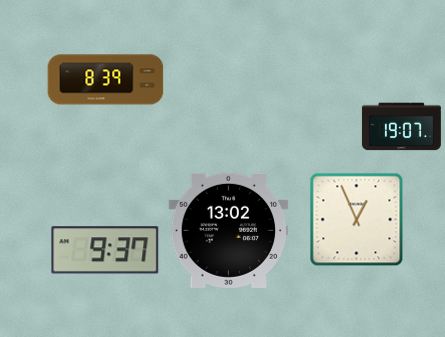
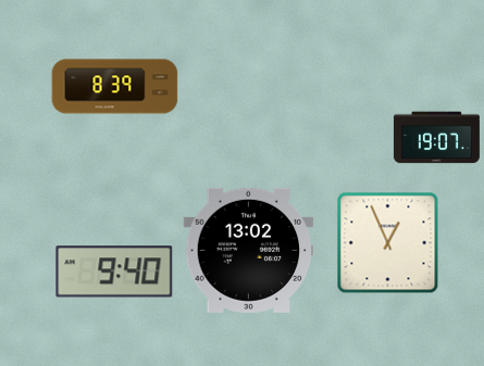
clock at (356, 219) position: (356, 219) -> (387, 242)
clock at (105, 250): 9:37 -> 9:40
